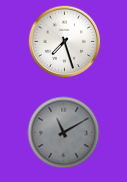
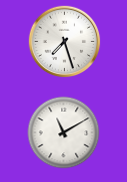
clock at (64, 133) dial: grey -> white
